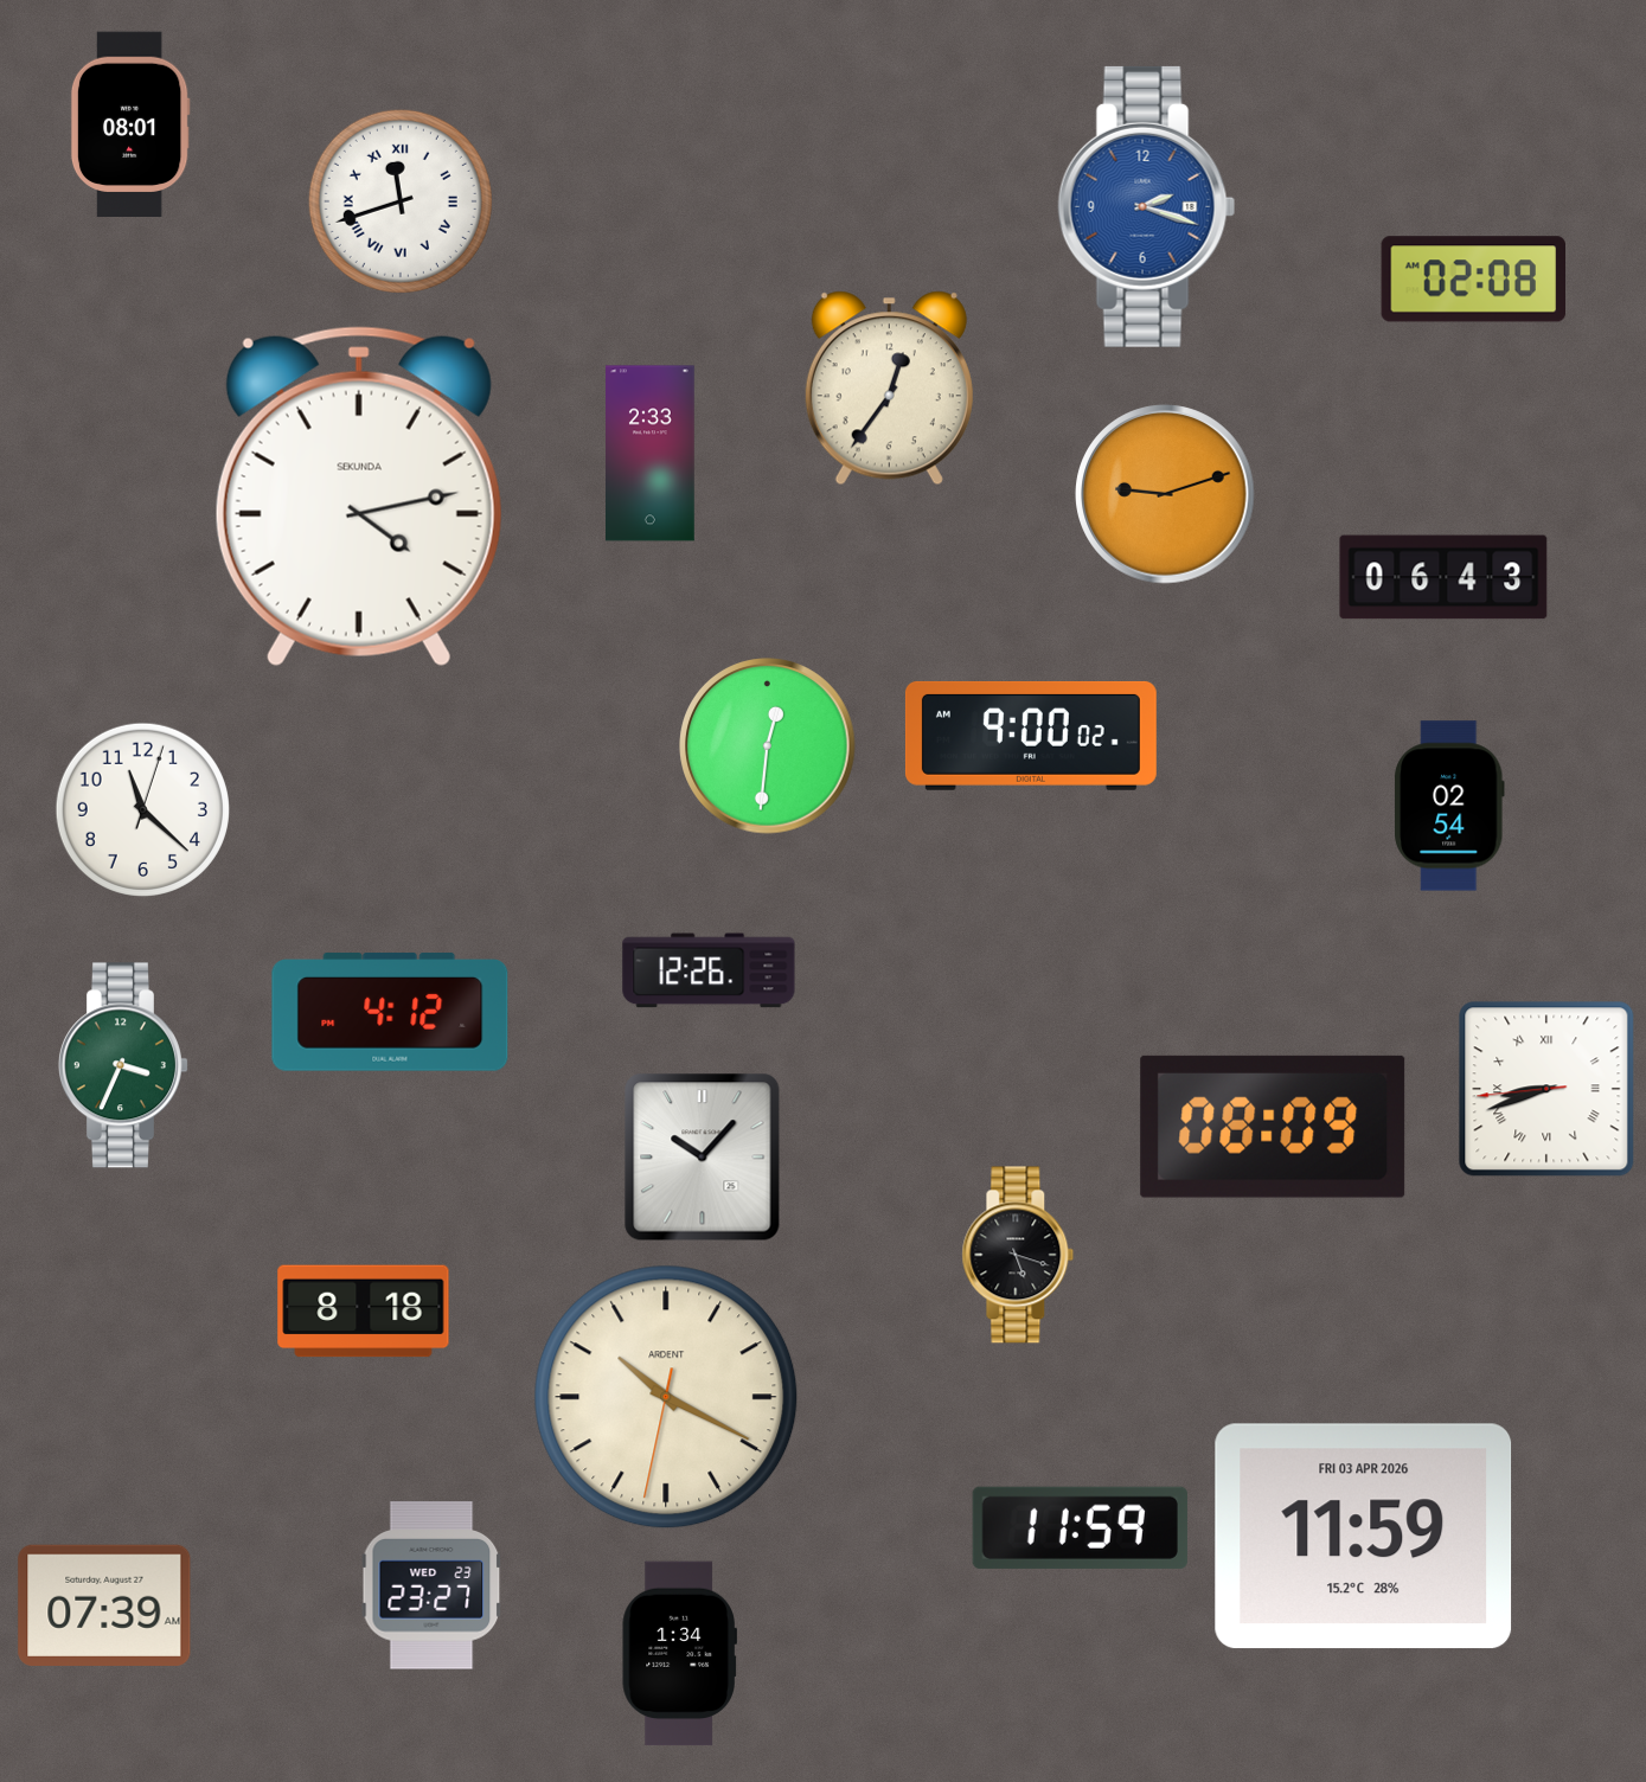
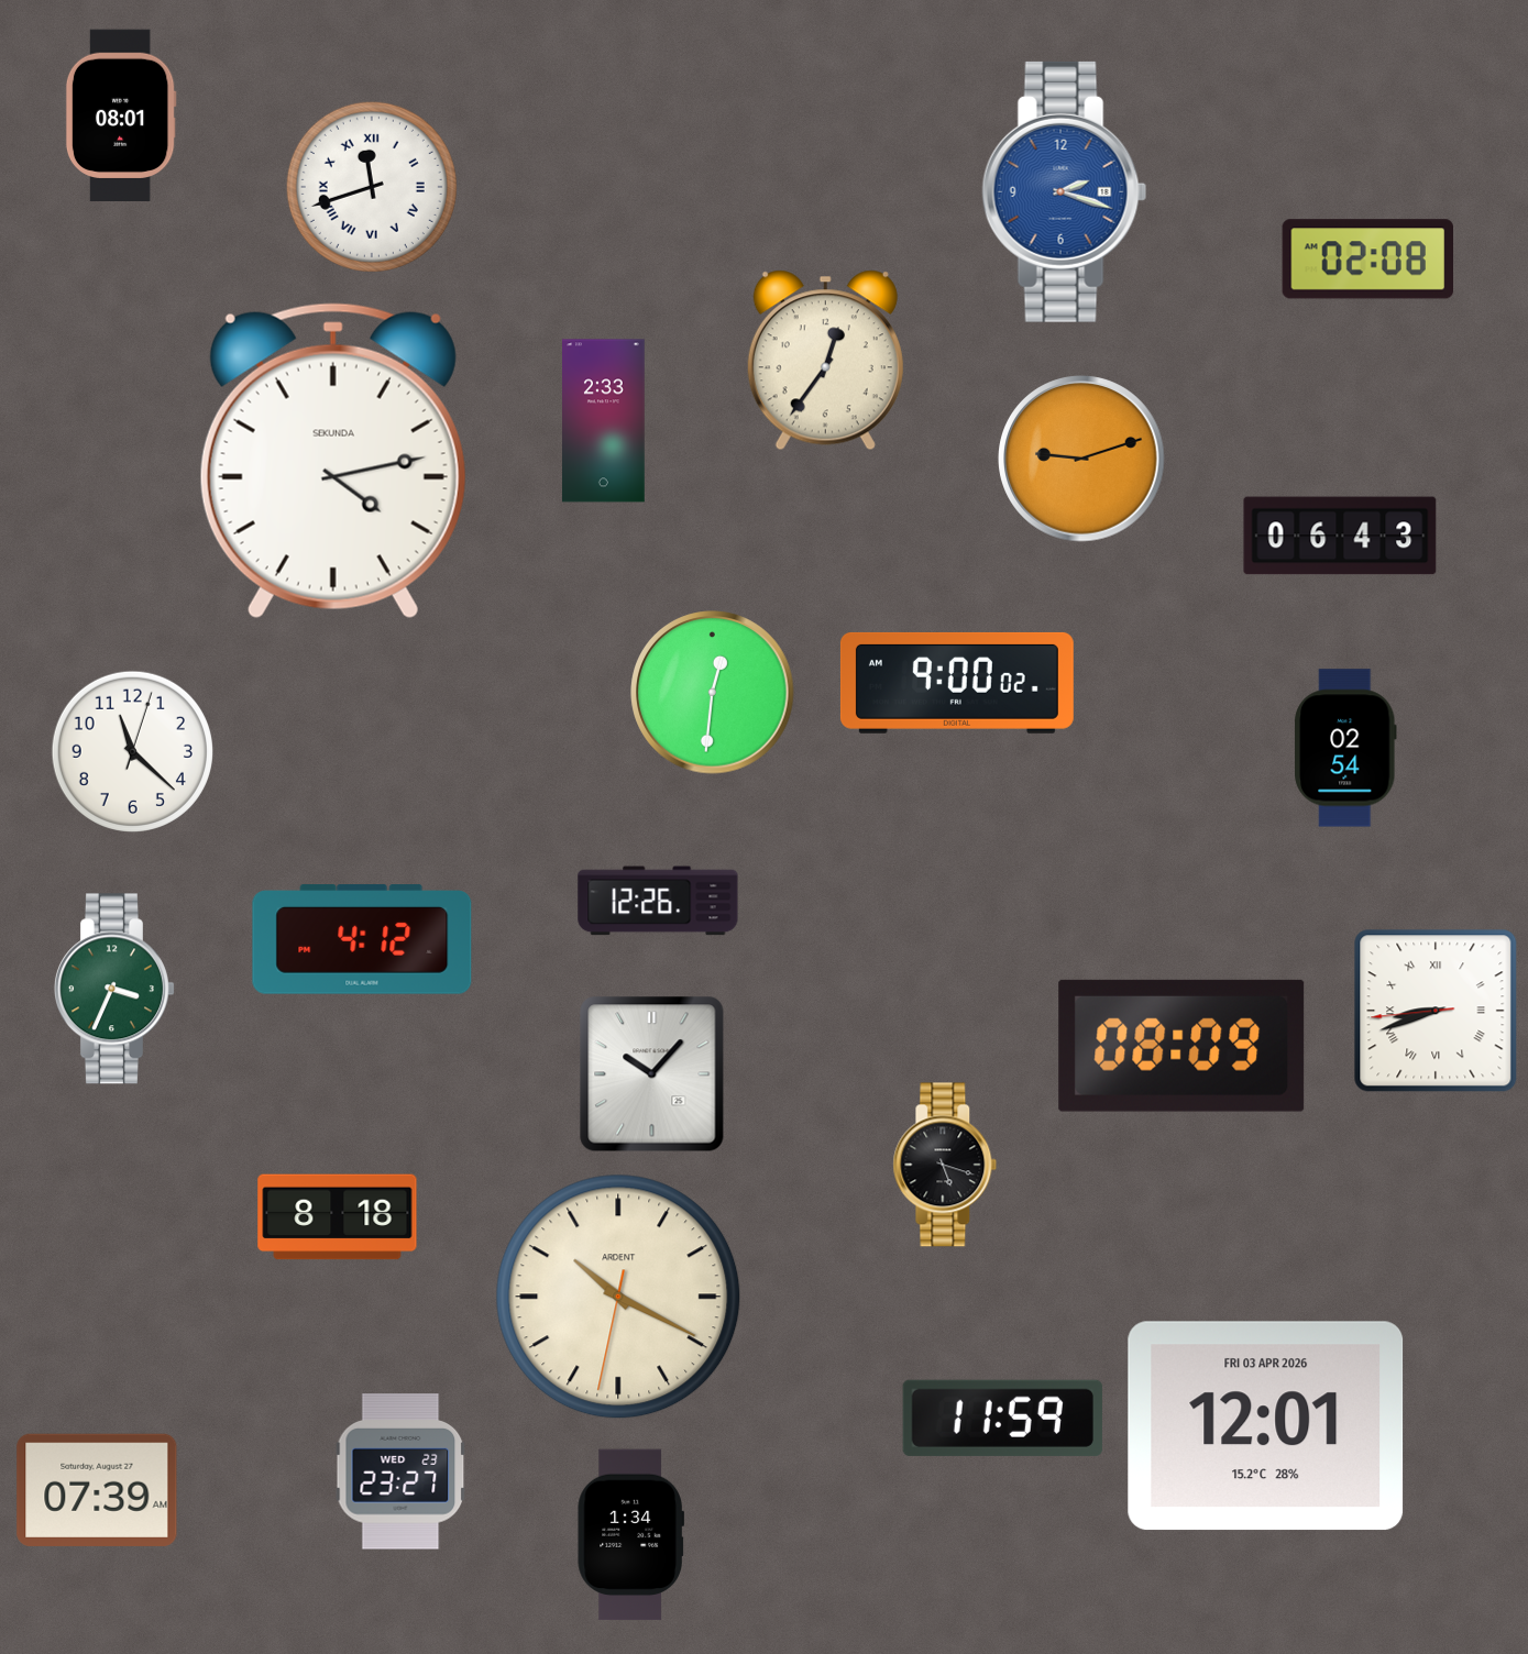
clock at (1364, 1537): 11:59 -> 12:01
